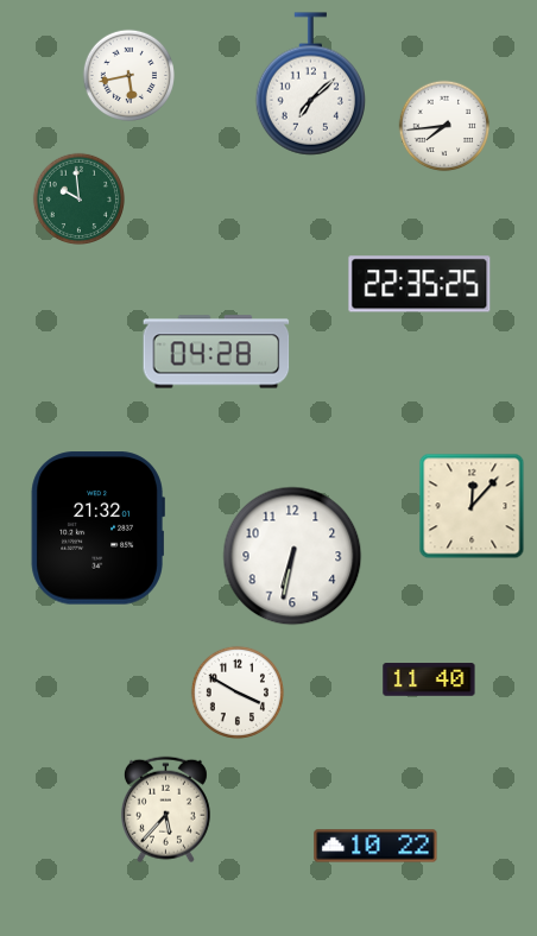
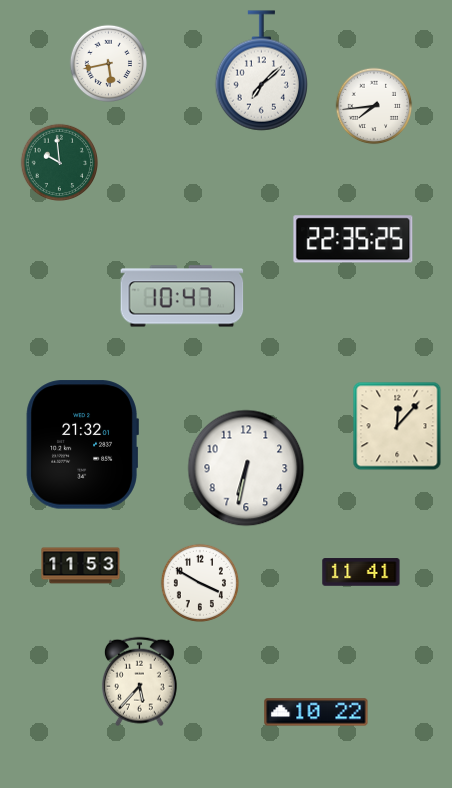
clock at (78, 198) position: (78, 198) -> (59, 162)
clock at (216, 352): 04:28 -> 10:47
clock at (81, 566): none -> 11:53
clock at (429, 679): 11:40 -> 11:41
